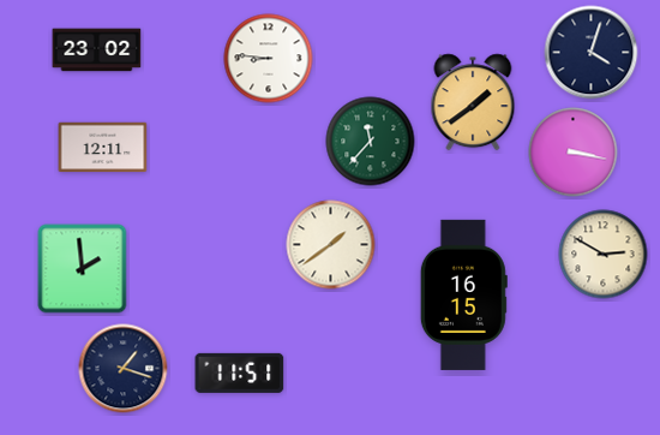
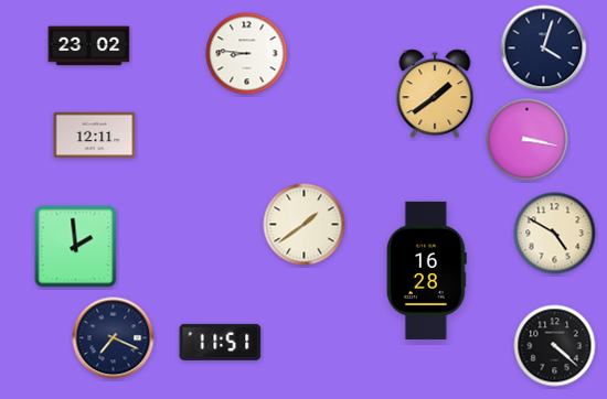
clock at (371, 142): 11:37 -> none
clock at (604, 255): 2:50 -> 4:50
clock at (463, 294): 16:15 -> 16:28
clock at (124, 369): 1:18 -> 7:19
clock at (555, 346): none -> 4:22
